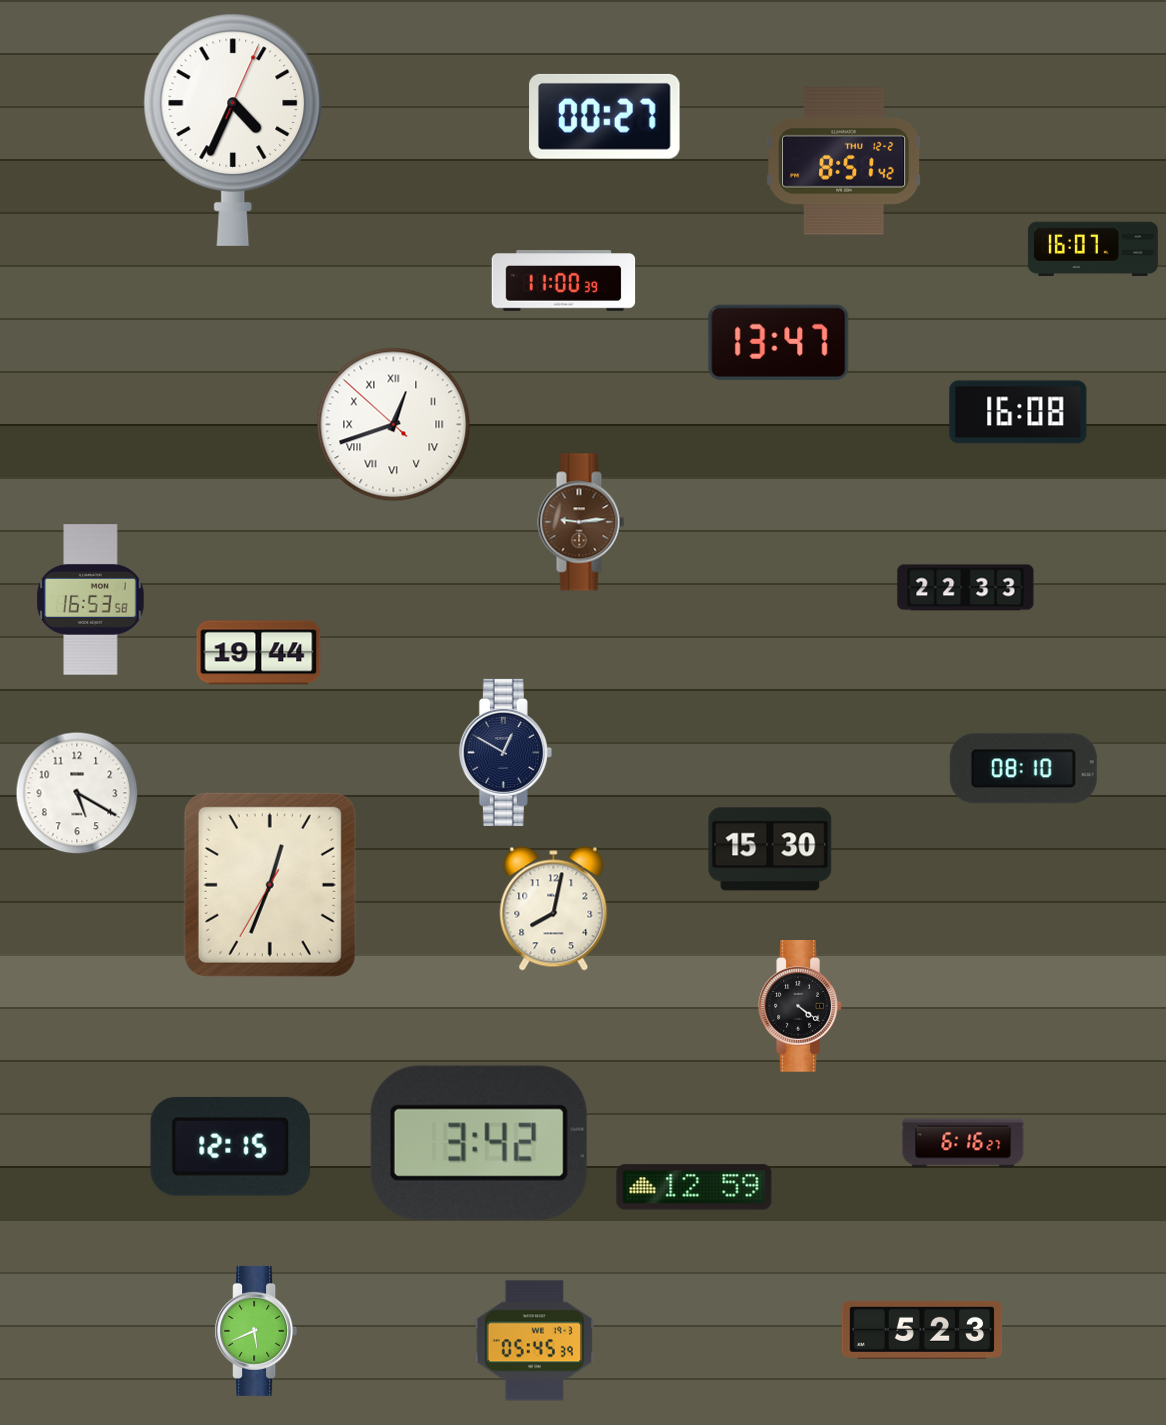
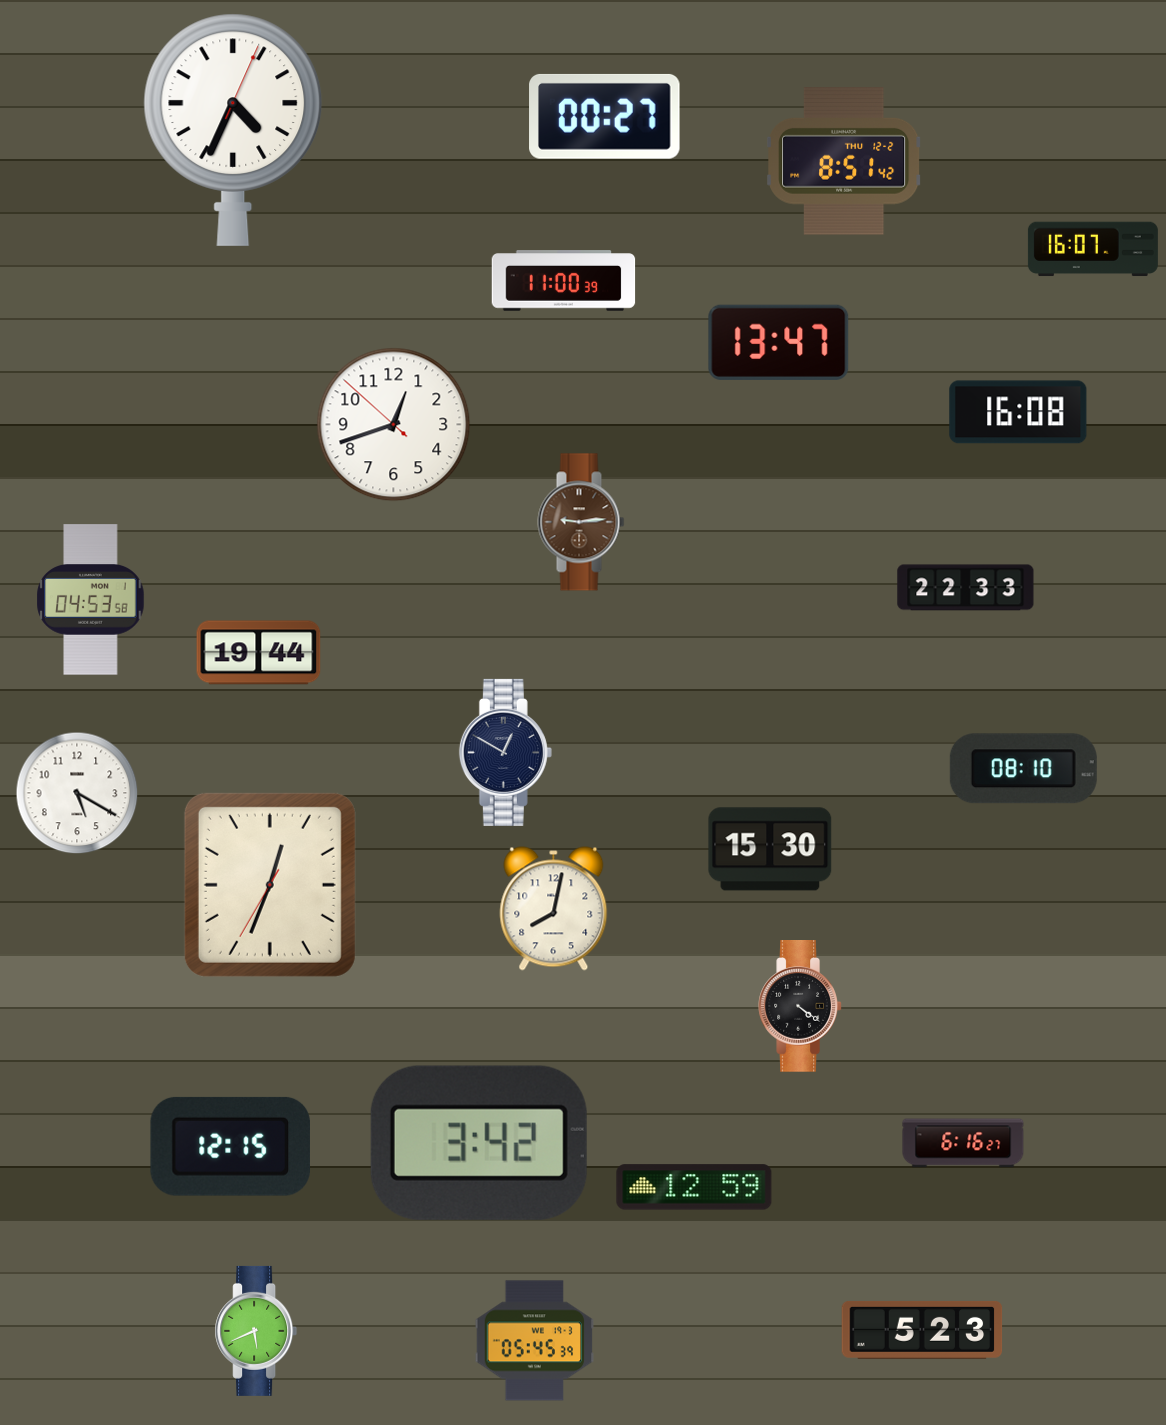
clock at (394, 425) numerals: Roman -> Arabic
clock at (91, 600): 16:53 -> 04:53
